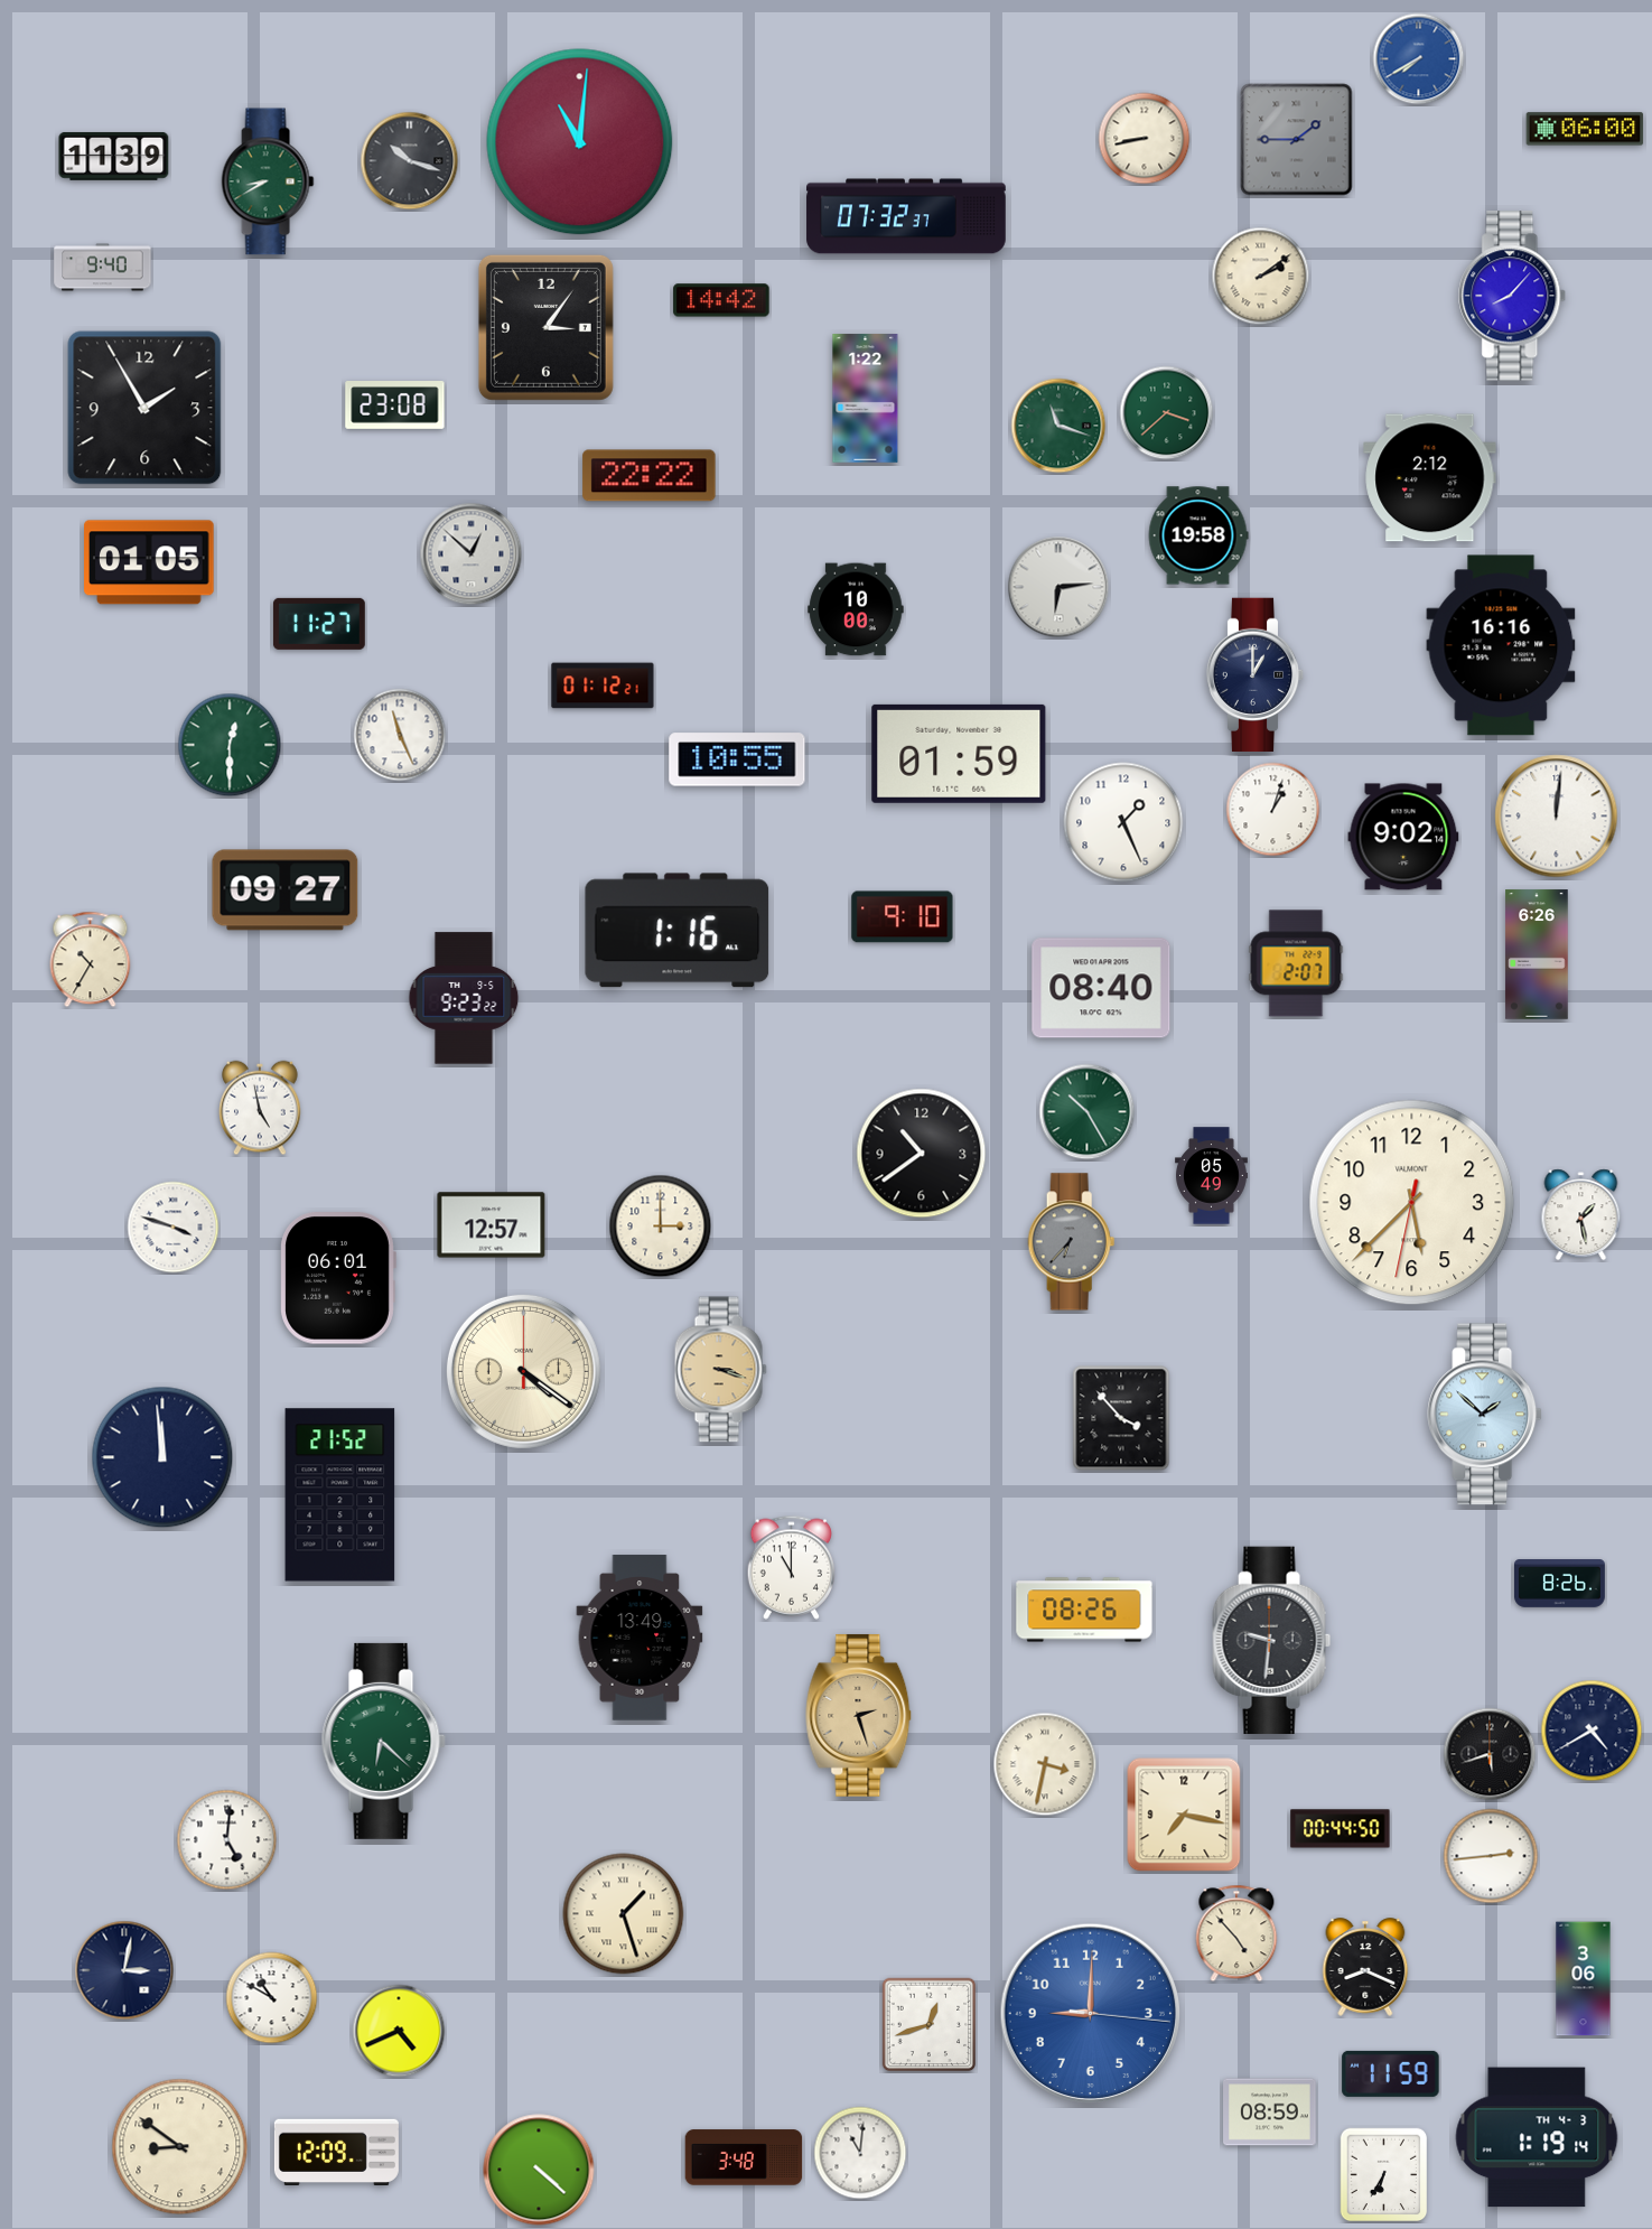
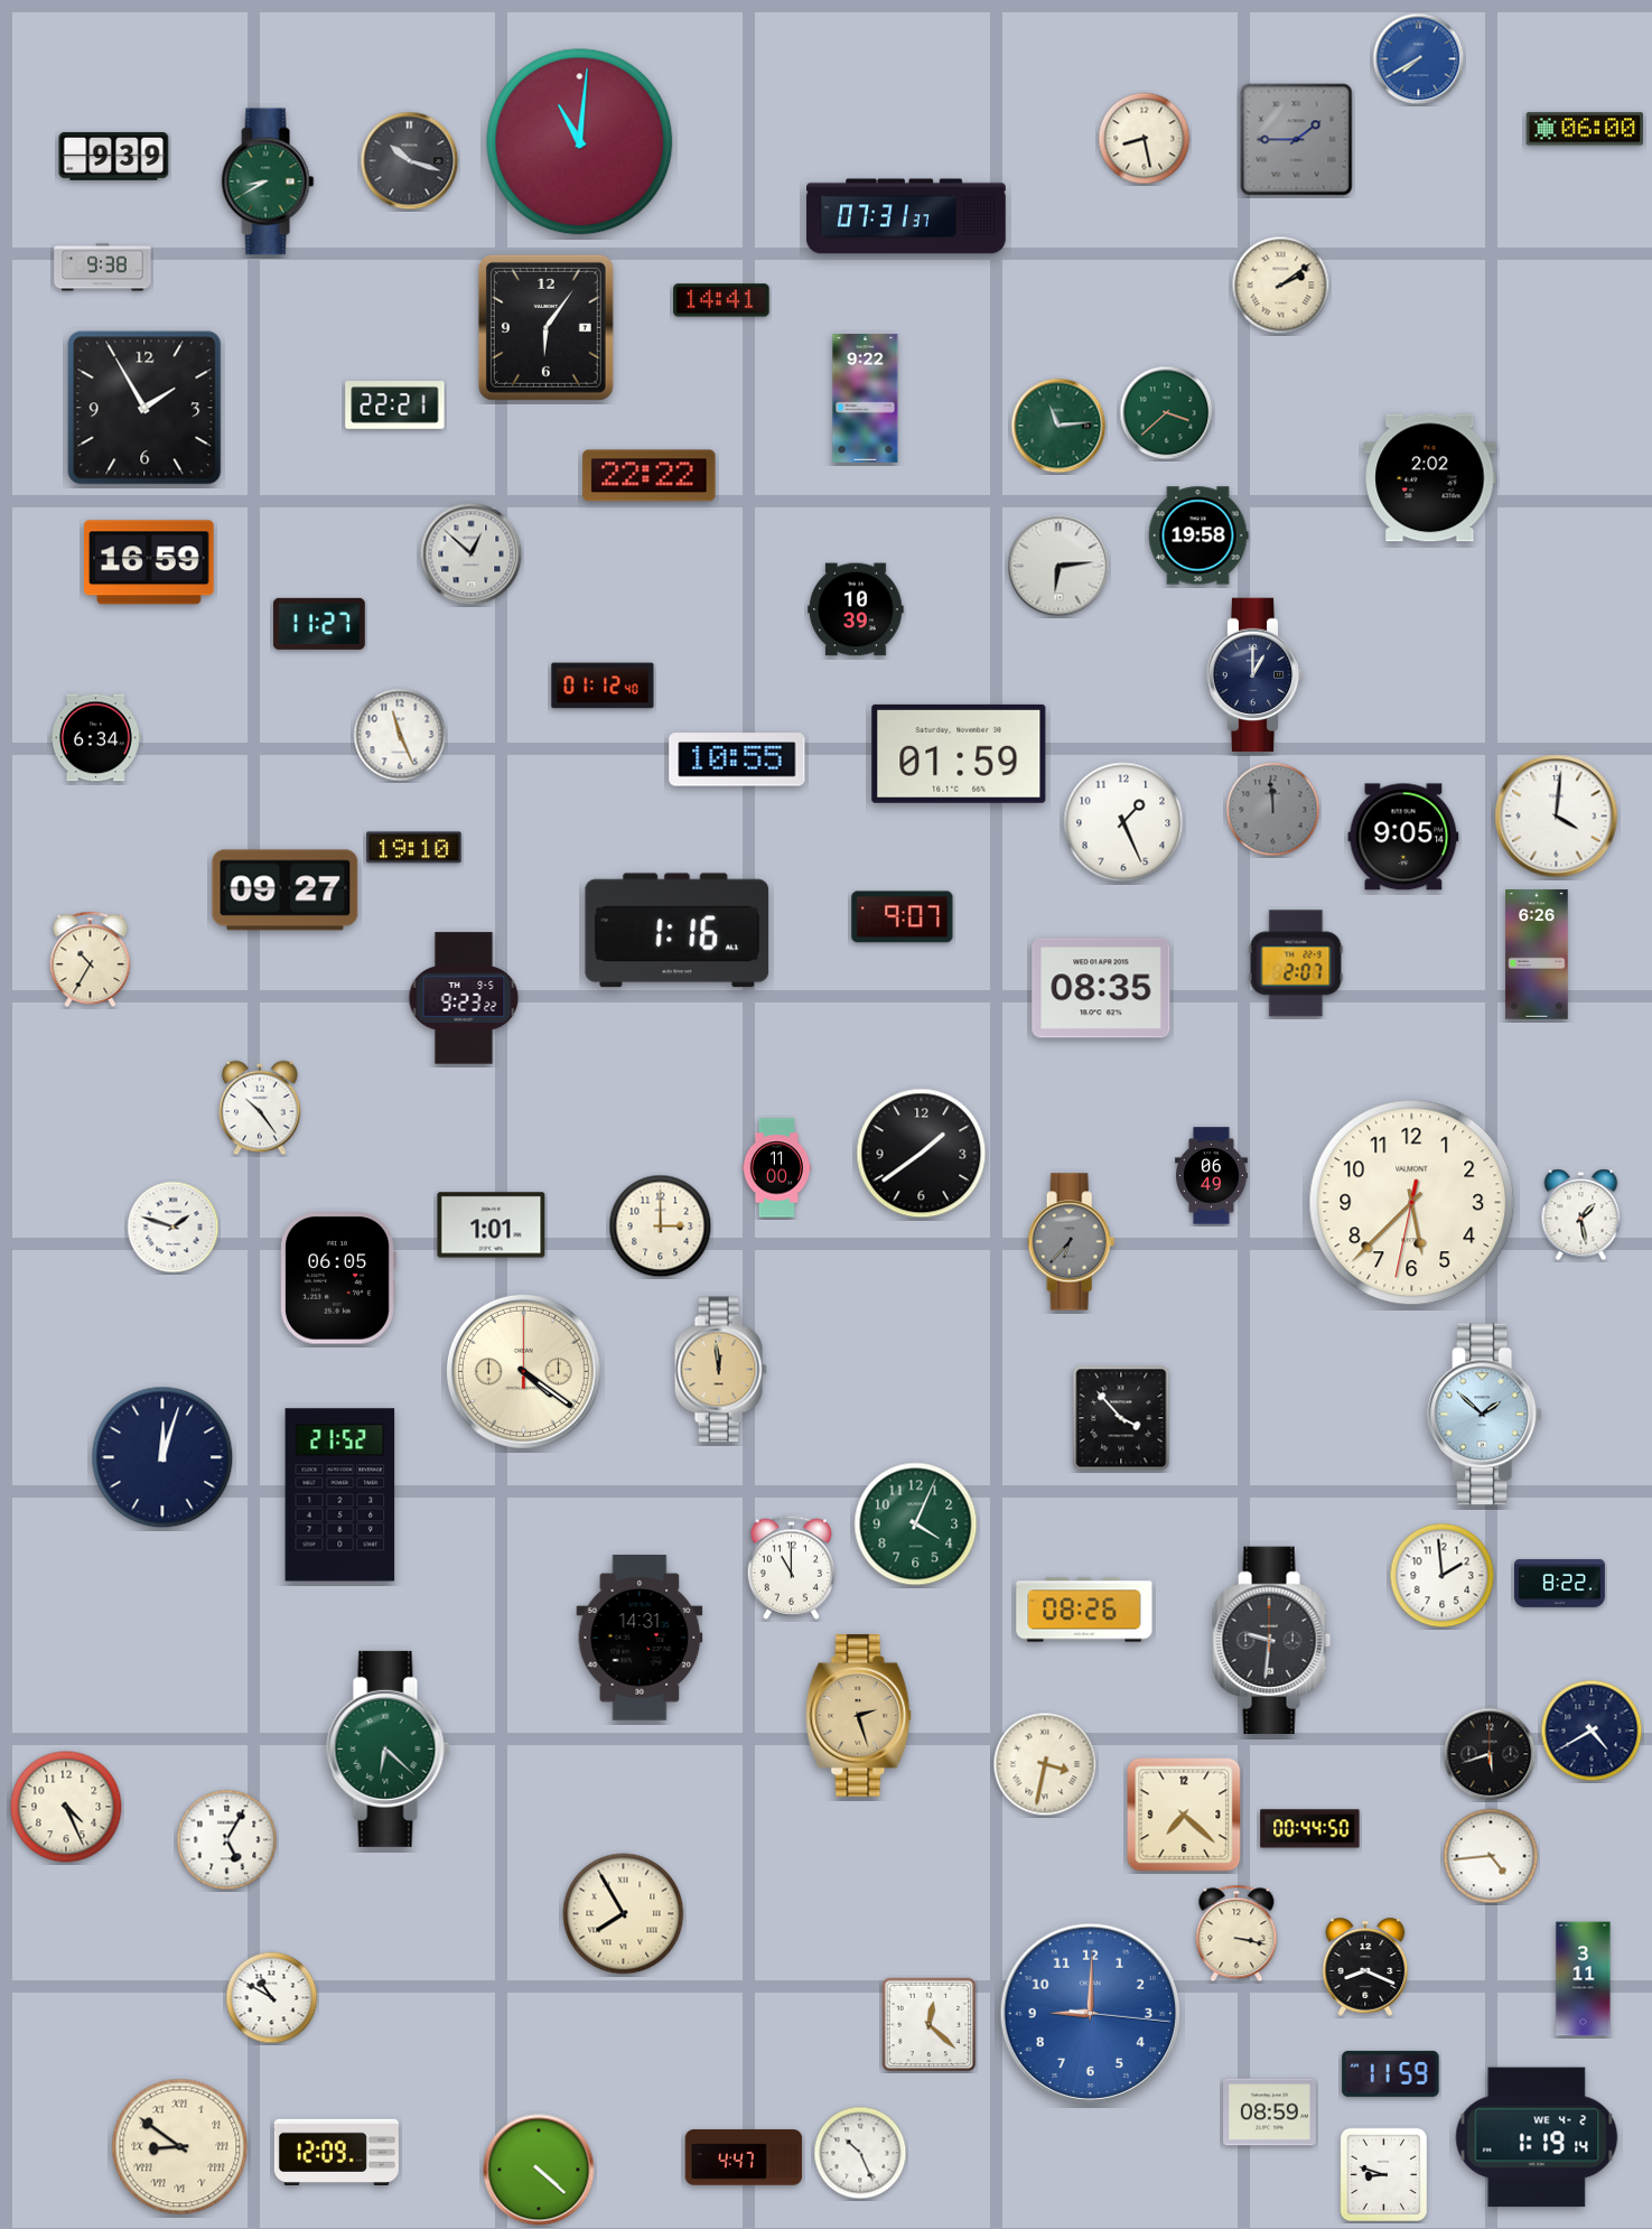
clock at (1145, 139): 8:43 -> 8:28
clock at (114, 156): 11:39 -> 9:39
clock at (906, 216): 07:32 -> 07:31
clock at (103, 268): 9:40 -> 9:38
clock at (1261, 277) position: (1261, 277) -> (1281, 286)
clock at (1513, 296): 8:07 -> none
clock at (721, 300): 14:42 -> 14:41
clock at (545, 327): 3:06 -> 6:06
clock at (866, 399): 1:22 -> 9:22
clock at (395, 405): 23:08 -> 22:21
clock at (1058, 426): 11:18 -> 11:14
clock at (1430, 478): 2:12 -> 2:02
clock at (150, 562): 01:05 -> 16:59
clock at (1058, 587) position: (1058, 587) -> (1058, 566)
clock at (856, 609): 10:00 -> 10:39
clock at (1501, 645): 16:16 -> none
clock at (603, 686): 01:12:21 -> 01:12:40
clock at (95, 738): none -> 6:34
clock at (230, 745): 12:30 -> none
clock at (1273, 810): 1:03 -> 11:59
clock at (1273, 810) dial: white -> grey
clock at (1557, 817): 12:01 -> 4:01
clock at (1403, 837): 9:02 -> 9:05
clock at (414, 848): none -> 19:10
clock at (903, 917): 9:10 -> 9:07
clock at (1101, 988): 08:40 -> 08:35
clock at (260, 1108): 4:58 -> 10:24
clock at (1088, 1112): 10:25 -> none
clock at (922, 1154): 10:39 -> 1:39
clock at (777, 1168): none -> 11:00
clock at (1212, 1176): 05:49 -> 06:49
clock at (492, 1225): 12:57 -> 1:01
clock at (174, 1228): 3:48 -> 1:48
clock at (338, 1278): 06:01 -> 06:05
clock at (720, 1370): 3:18 -> 11:59
clock at (162, 1457): 11:59 -> 12:03
clock at (916, 1524): none -> 4:04
clock at (1443, 1576): none -> 1:59
clock at (1560, 1584): 8:26 -> 8:22
clock at (640, 1638): 13:49 -> 14:31
clock at (383, 1741) position: (383, 1741) -> (388, 1748)
clock at (66, 1807): none -> 4:26
clock at (1184, 1815): 7:17 -> 7:22
clock at (1341, 1829) position: (1341, 1829) -> (1310, 1829)
clock at (227, 1840): 5:01 -> 5:05
clock at (1491, 1856): 2:44 -> 4:44
clock at (624, 1914): 1:27 -> 7:55
clock at (1236, 1933): 4:53 -> 3:17
clock at (124, 1970): 3:02 -> none
clock at (1584, 1979): 3:06 -> 3:11
clock at (930, 2025): 12:42 -> 12:22
clock at (399, 2031): 4:41 -> none
clock at (1537, 2137) date: TH 4-3 -> WE 4-2
clock at (180, 2147) numerals: Arabic -> Roman
clock at (860, 2153): 11:01 -> 10:26
clock at (744, 2157): 3:48 -> 4:47
clock at (1384, 2175): 6:35 -> 8:48
